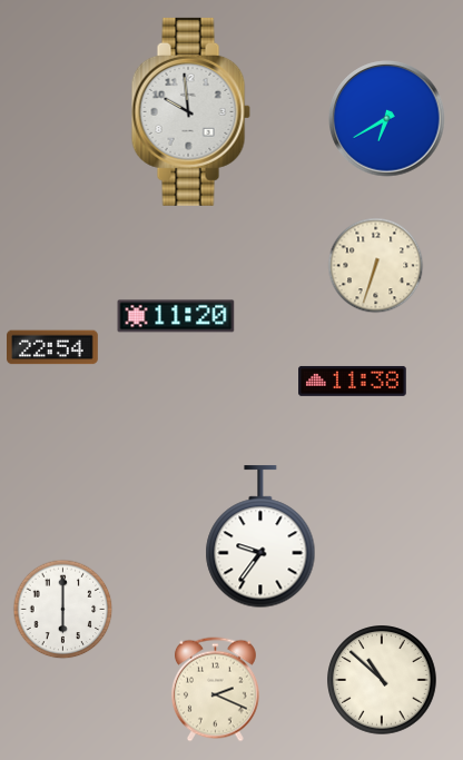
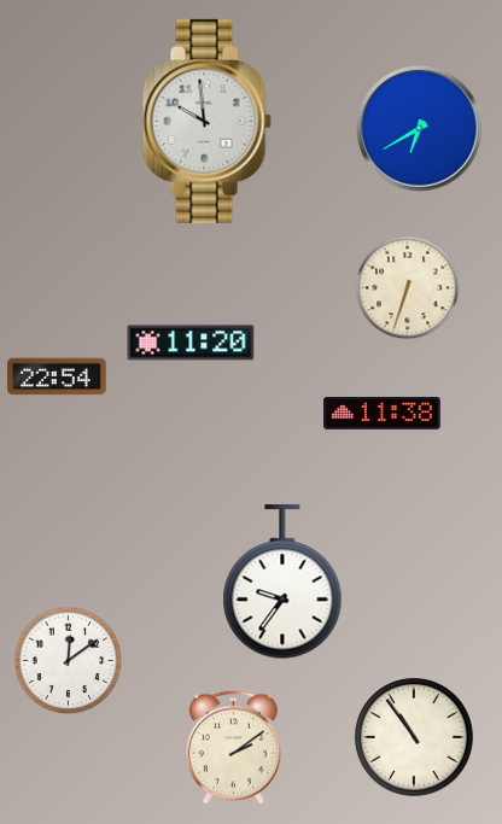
clock at (63, 610): 6:00 -> 12:09
clock at (382, 680): 10:52 -> 10:54
clock at (215, 690): 2:19 -> 2:09
